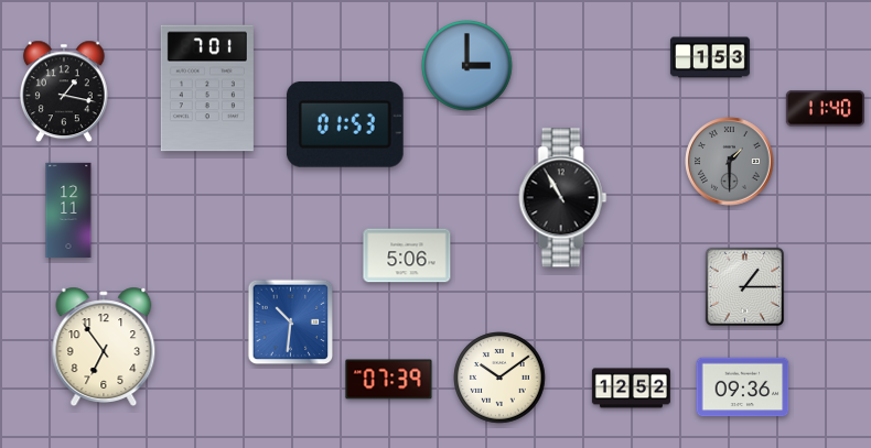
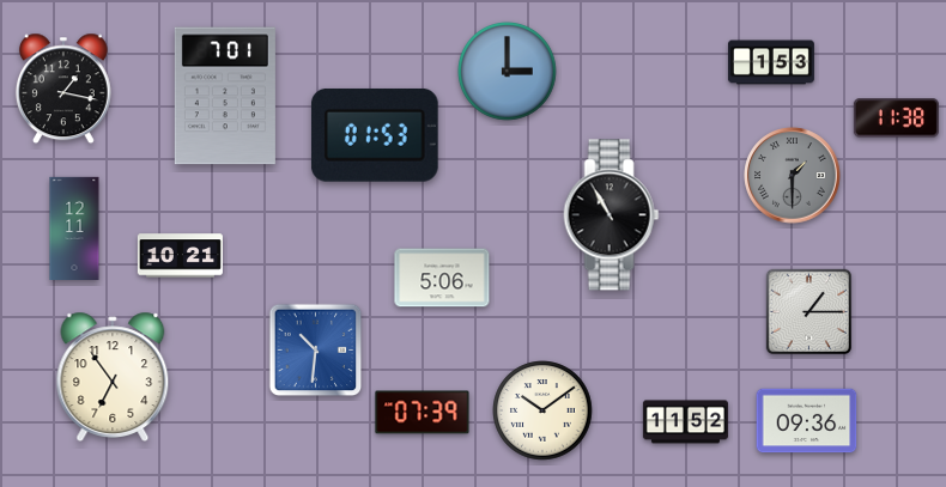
clock at (64, 91) position: (64, 91) -> (63, 89)
clock at (825, 109): 11:40 -> 11:38
clock at (180, 256): none -> 10:21
clock at (631, 389): 12:52 -> 11:52
